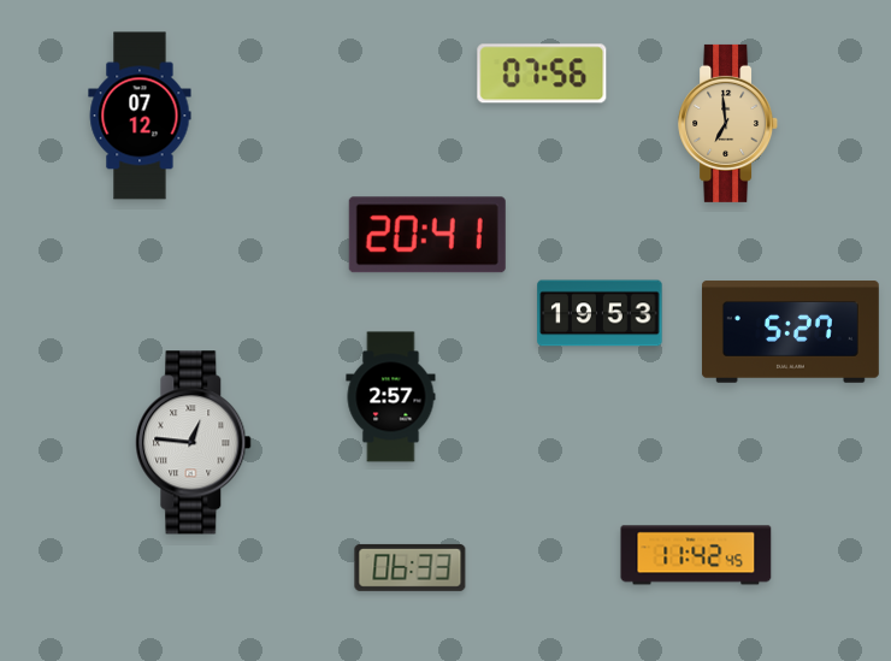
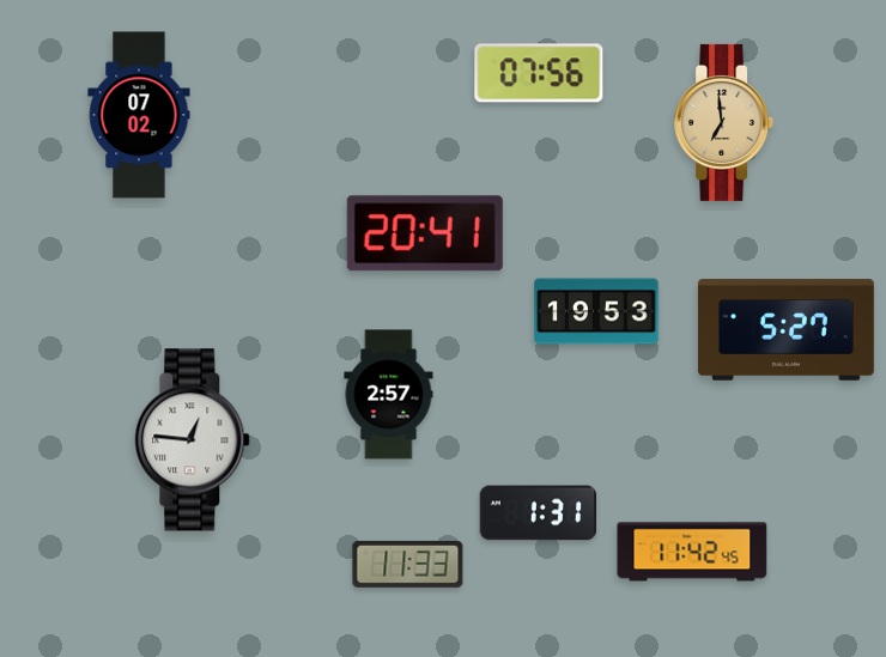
clock at (140, 116): 07:12 -> 07:02
clock at (539, 513): none -> 1:31
clock at (411, 567): 06:33 -> 11:33
